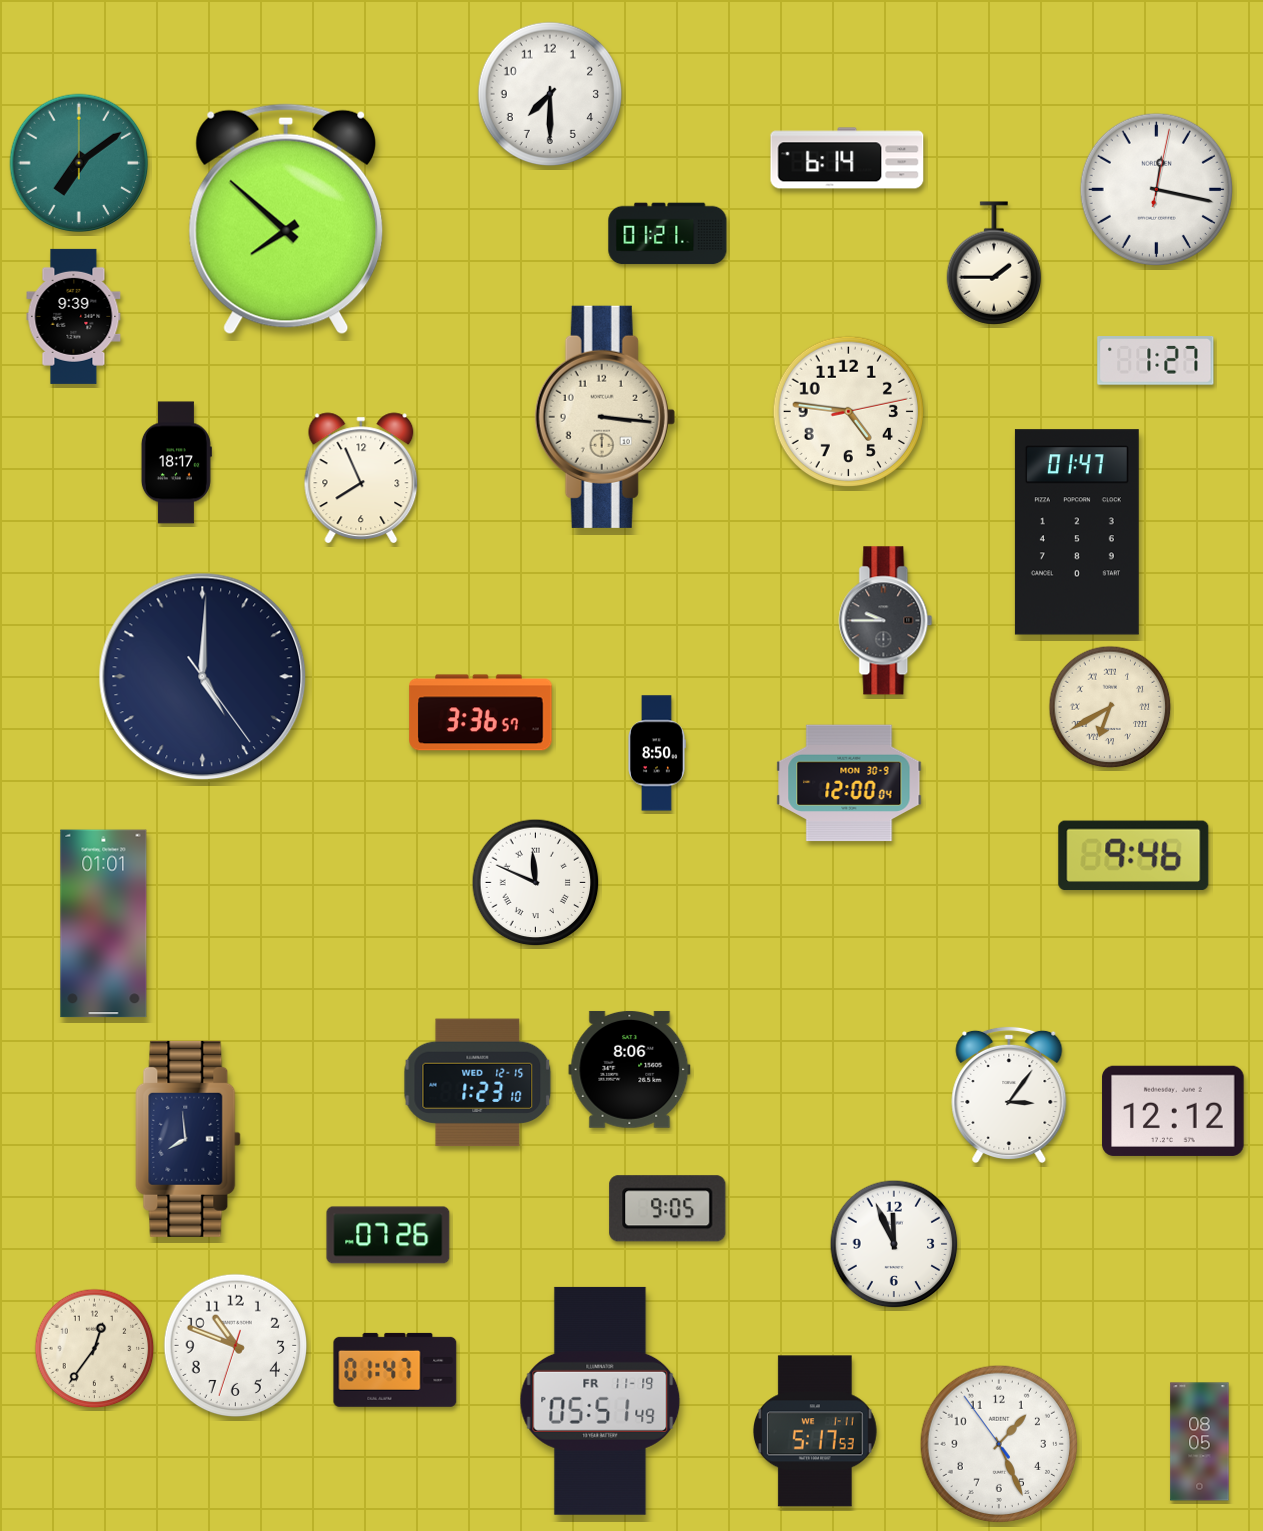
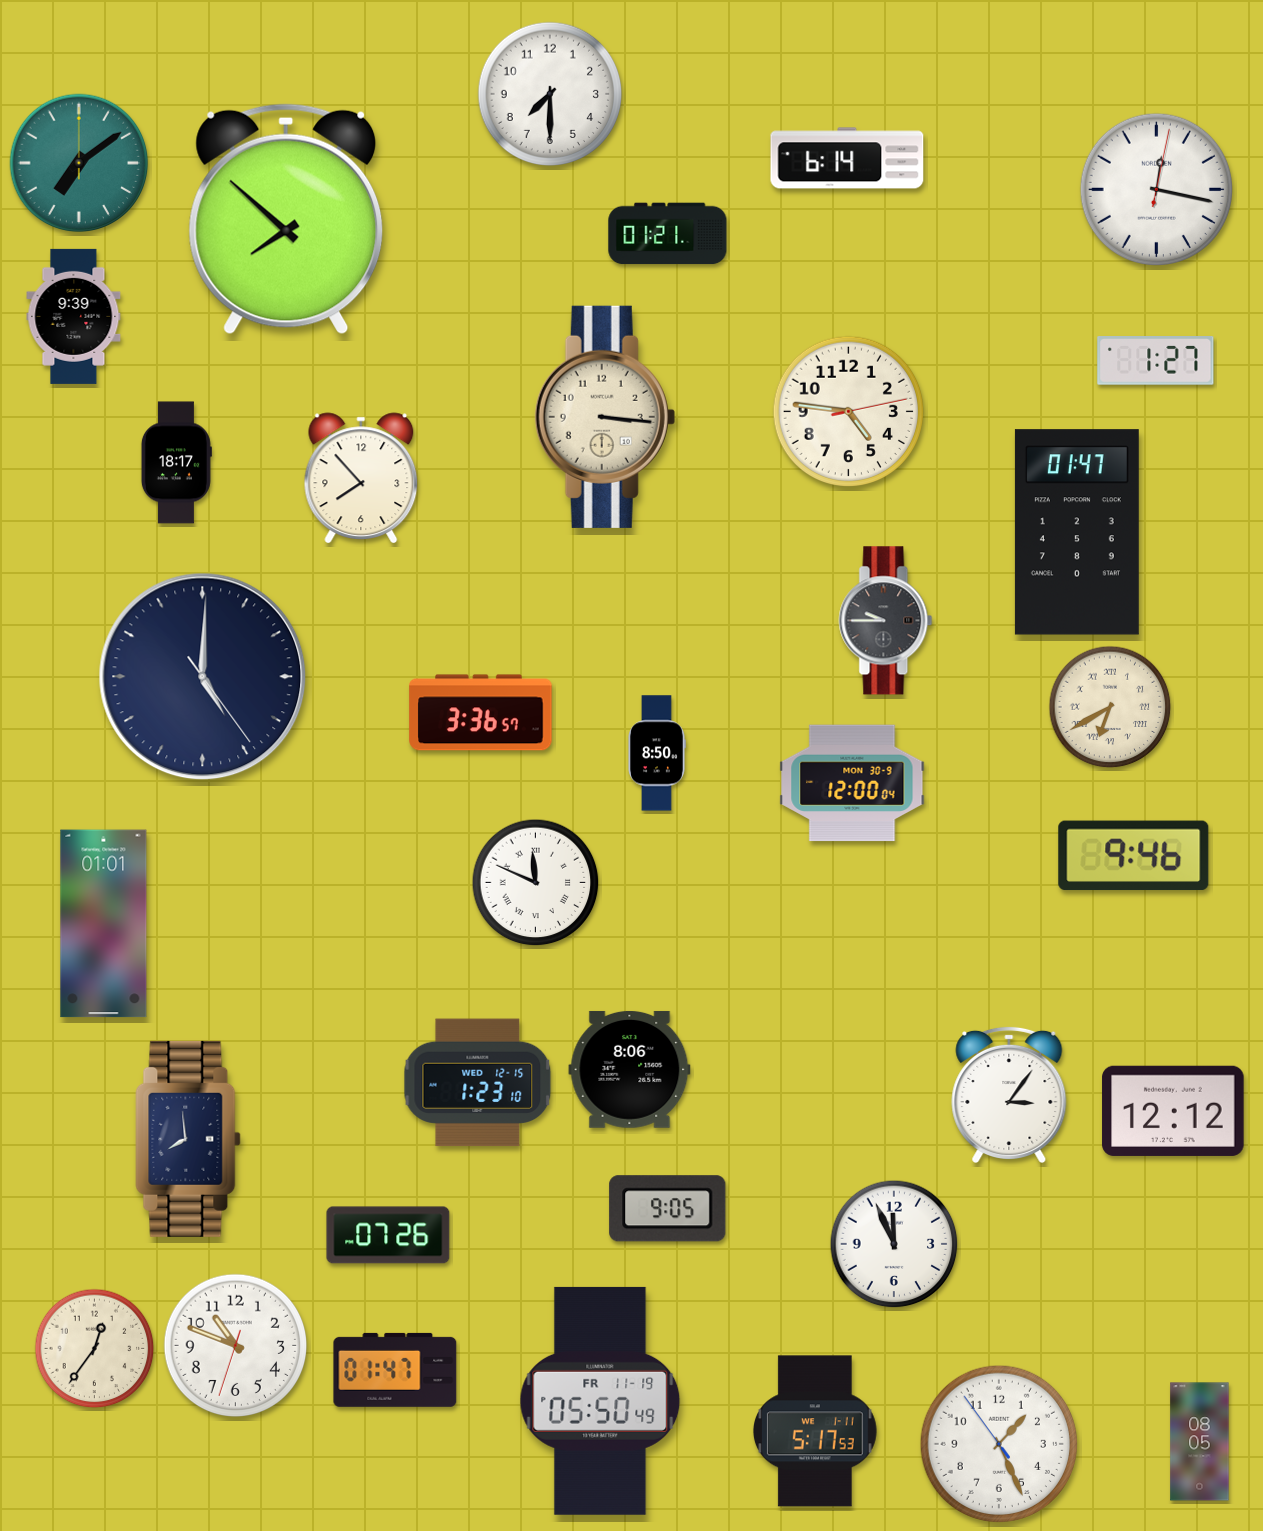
clock at (994, 263): 1:45 -> none
clock at (361, 478): 7:56 -> 7:53
clock at (849, 783) position: (849, 783) -> (852, 783)
clock at (600, 1401): 05:51 -> 05:50
